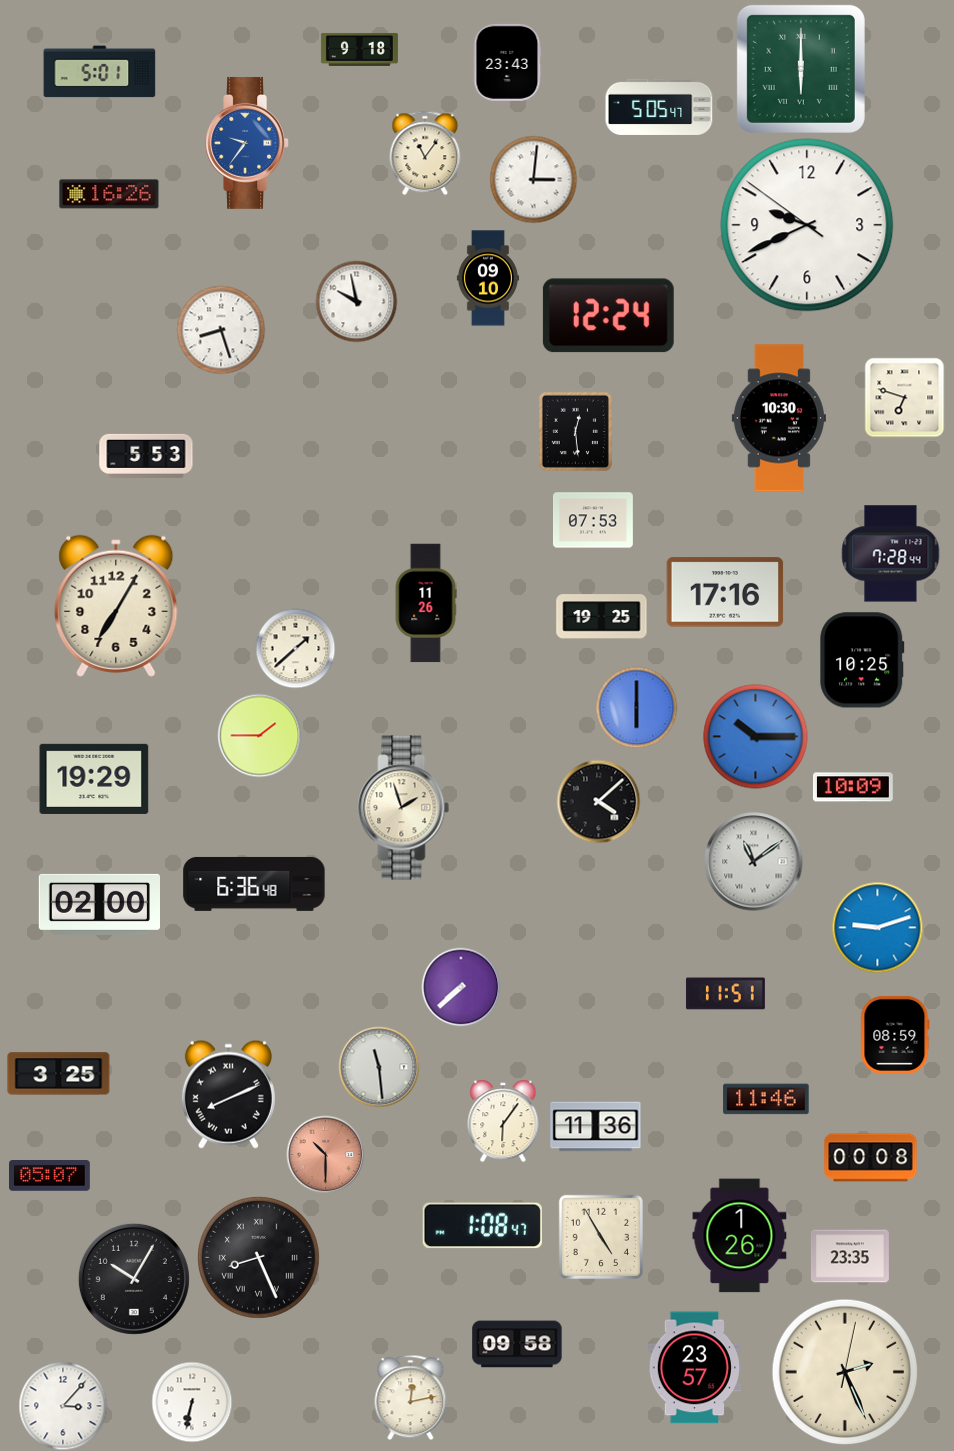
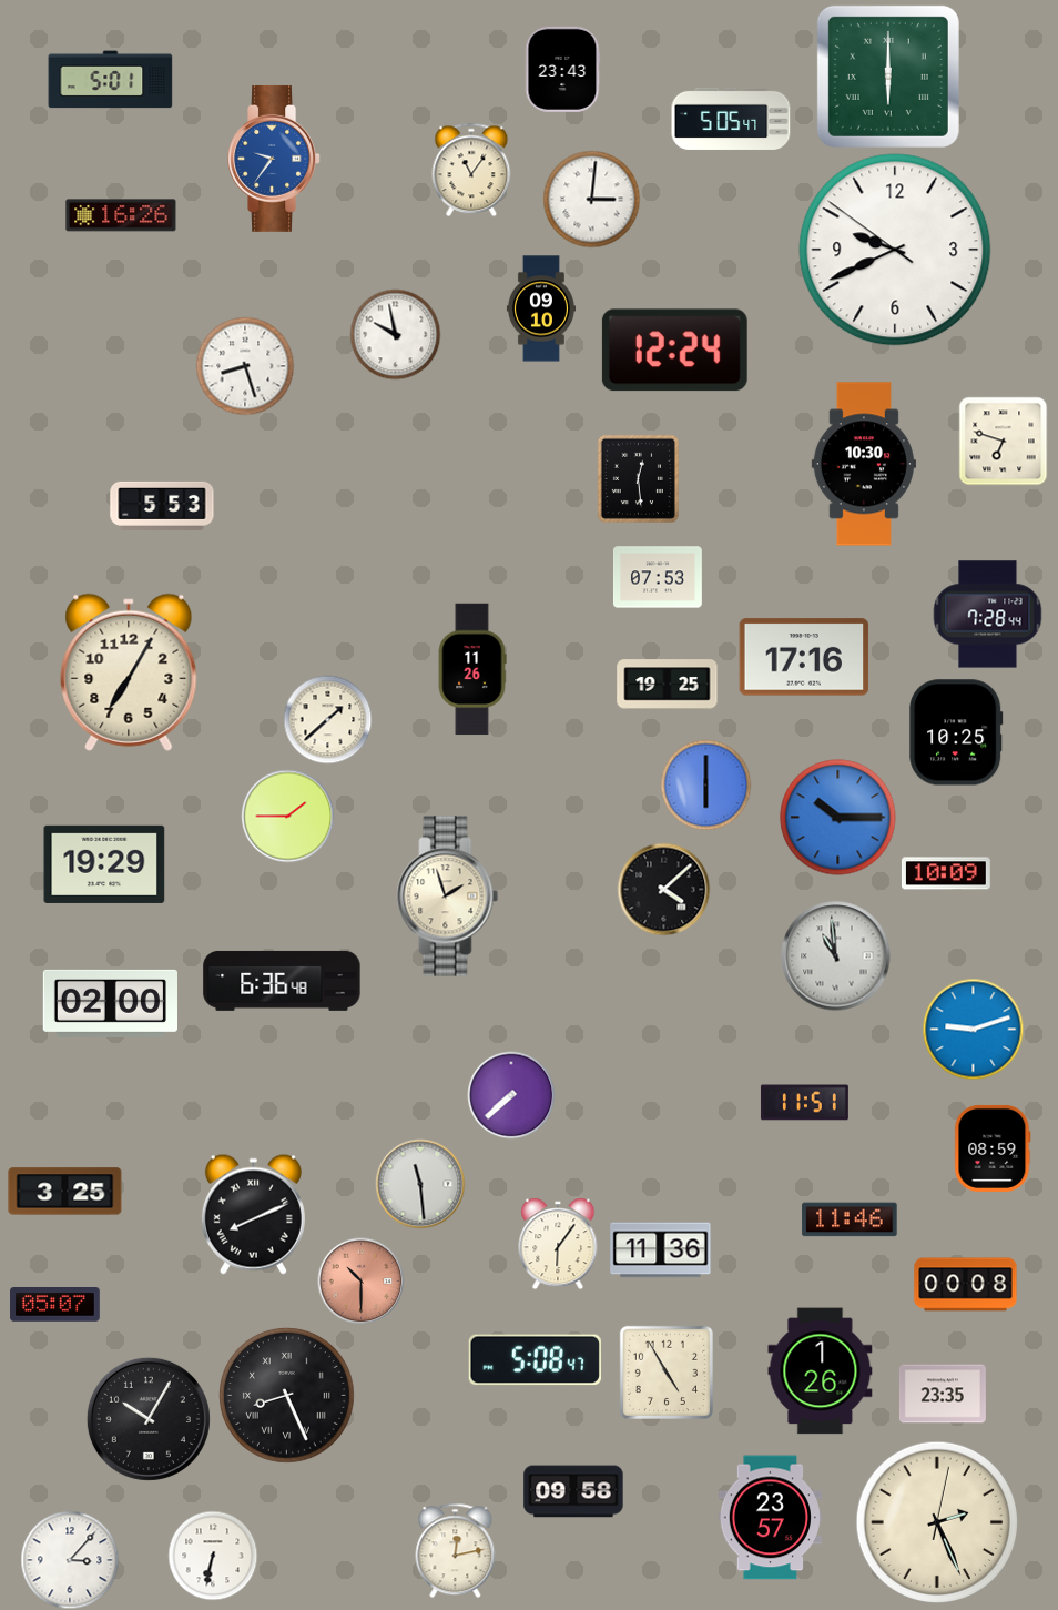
clock at (359, 49): 9:18 -> none
clock at (754, 862): 11:09 -> 10:59
clock at (482, 1226): 1:08 -> 5:08
